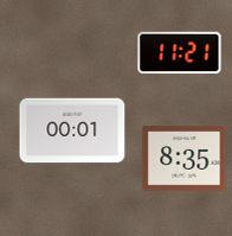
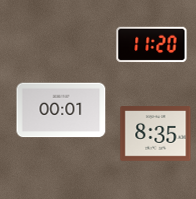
clock at (180, 53): 11:21 -> 11:20
